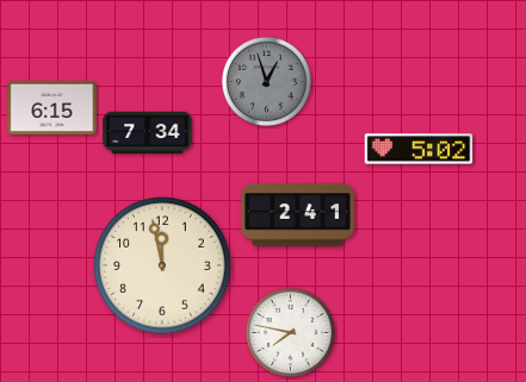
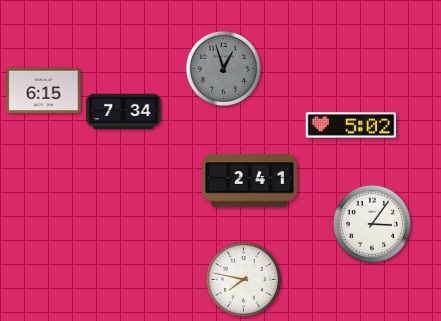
clock at (162, 265): 11:58 -> none
clock at (372, 224): none -> 3:06
